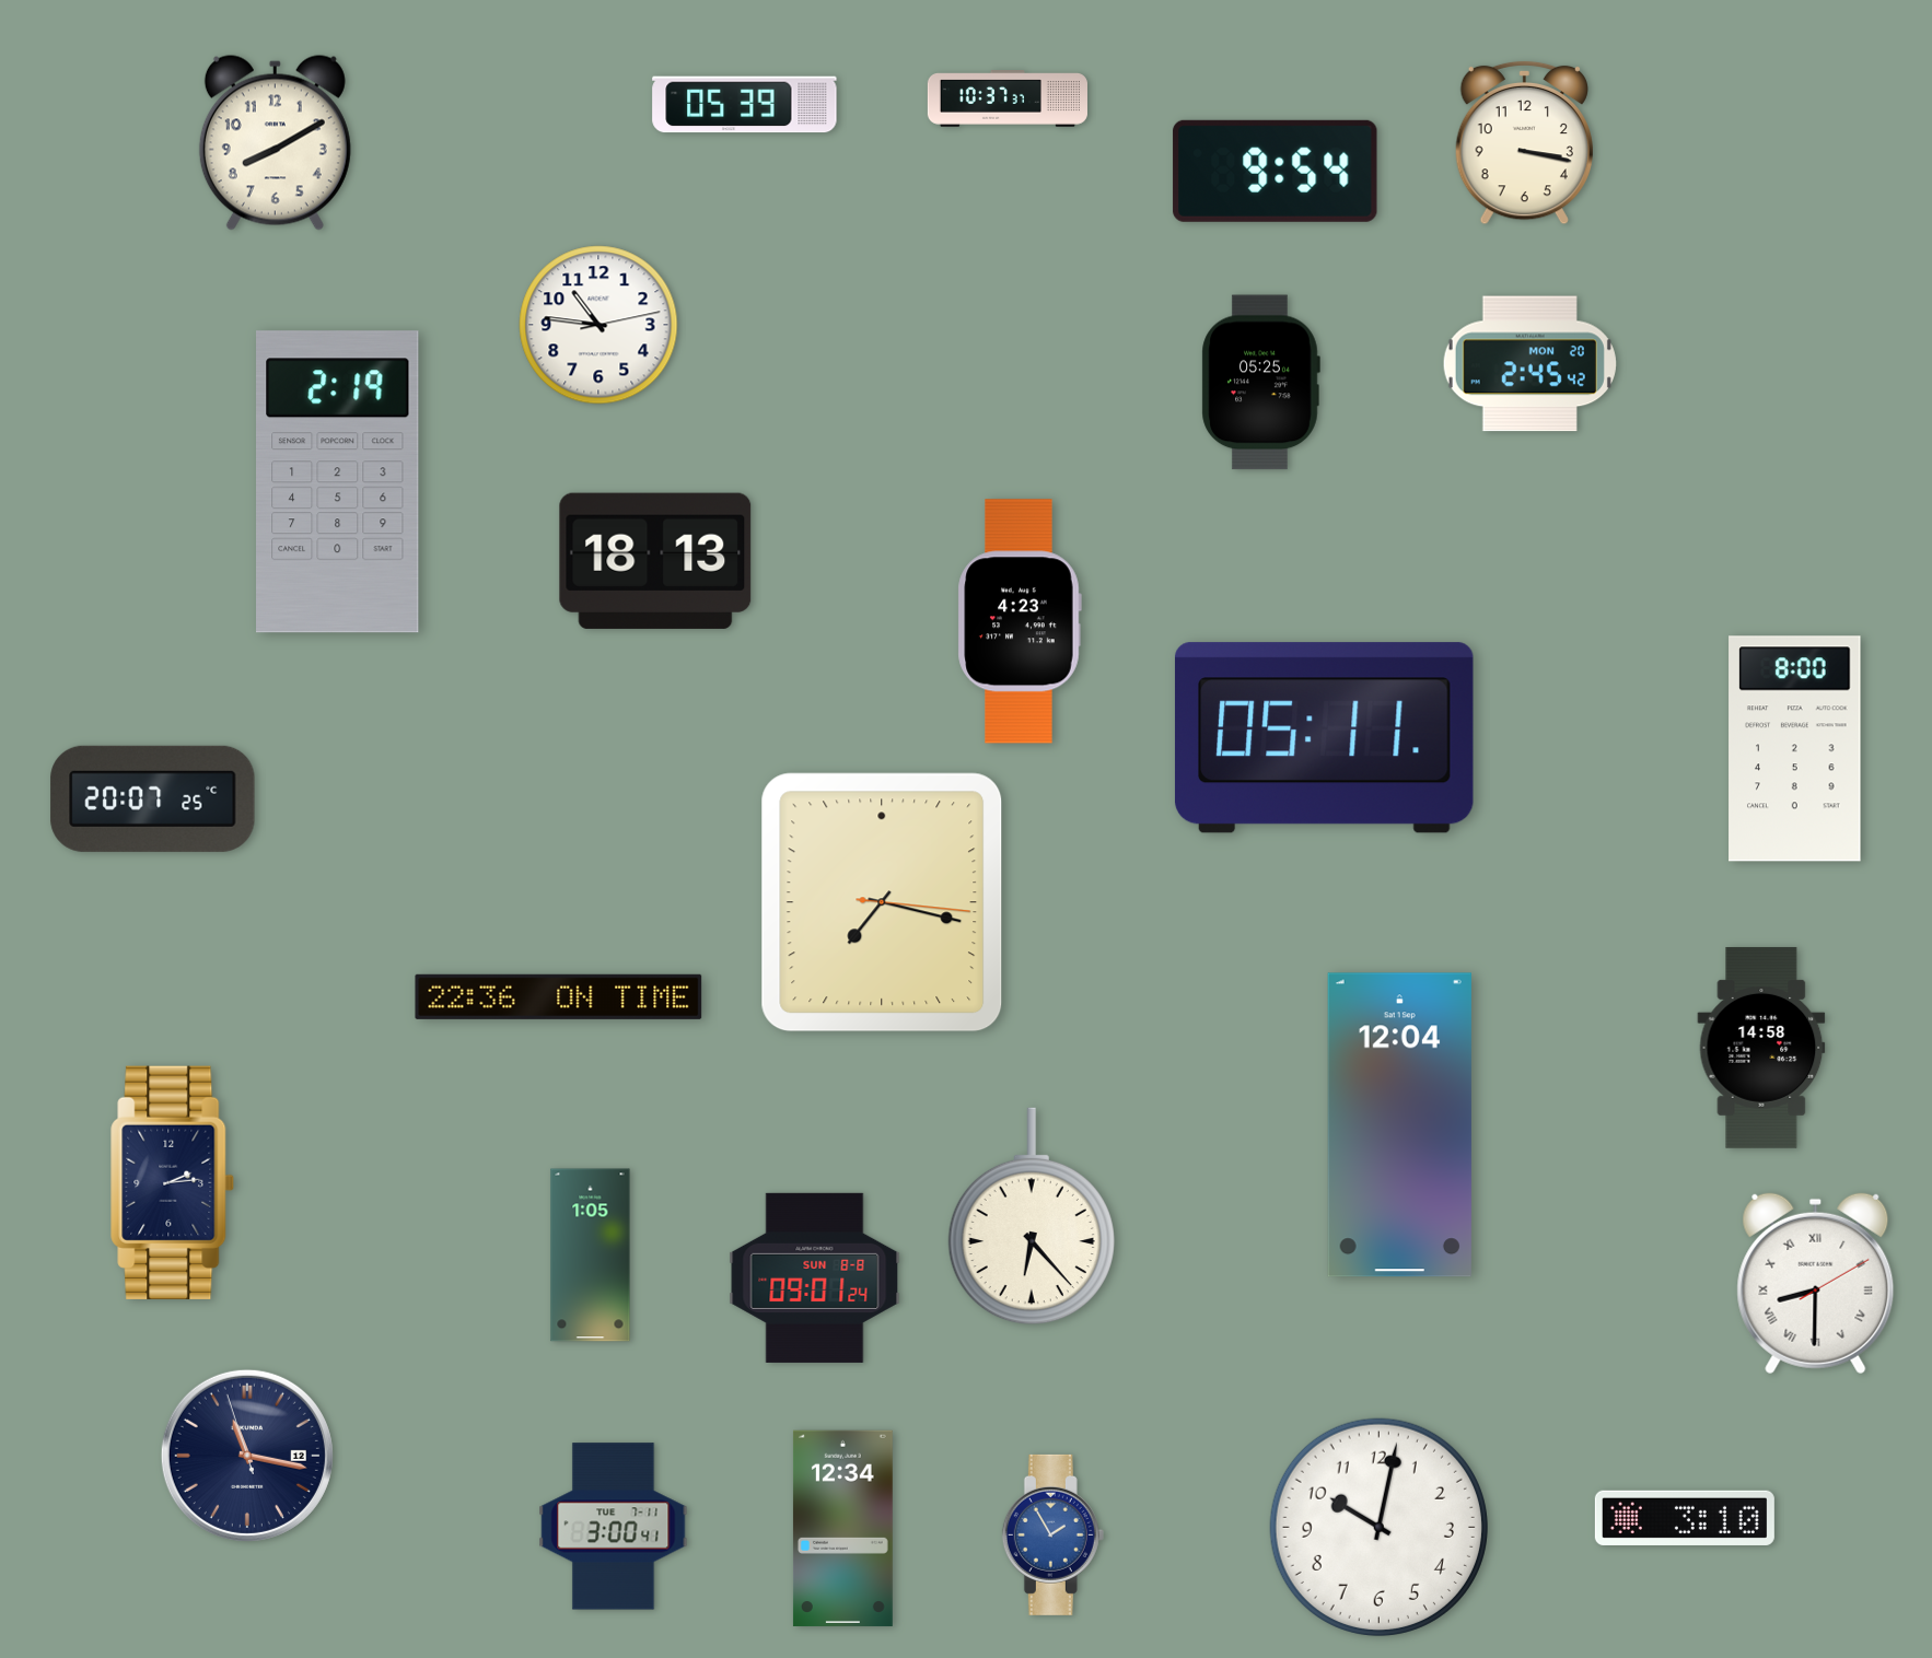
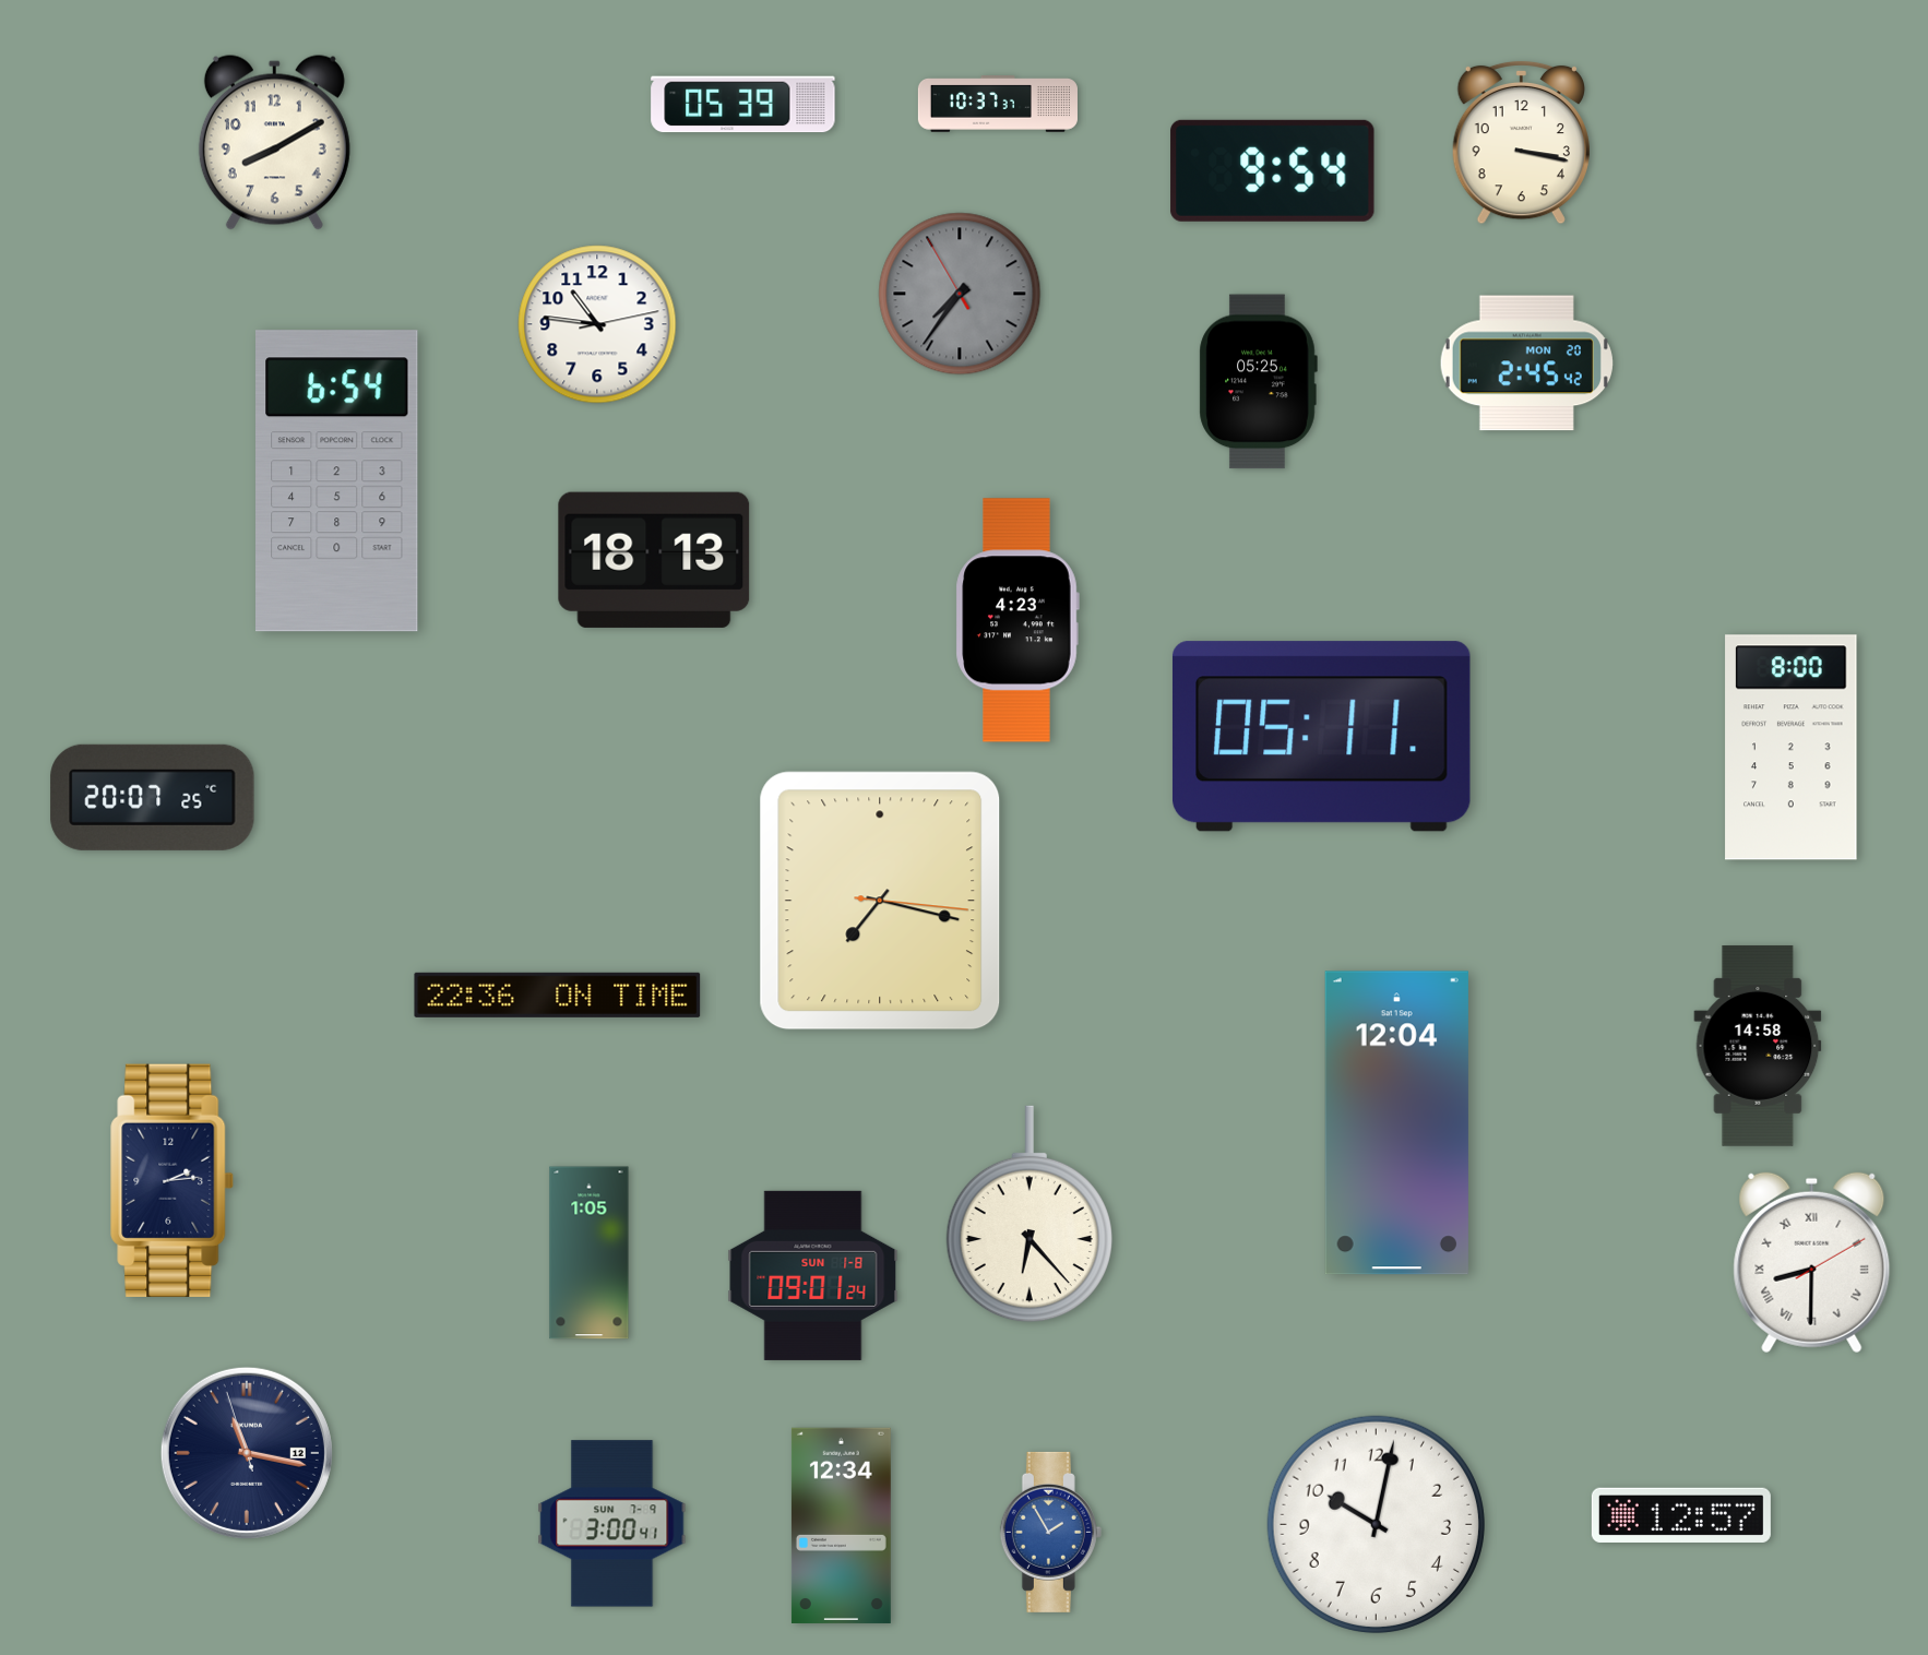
clock at (1008, 98) position: (1008, 98) -> (998, 104)
clock at (960, 294): none -> 7:35
clock at (338, 482): 2:19 -> 6:54
clock at (815, 1277) date: SUN 8-8 -> SUN 1-8
clock at (1816, 1284) position: (1816, 1284) -> (1812, 1263)
clock at (1685, 1518): 3:10 -> 12:57
clock at (614, 1527) date: TUE 7-11 -> SUN 7-9
